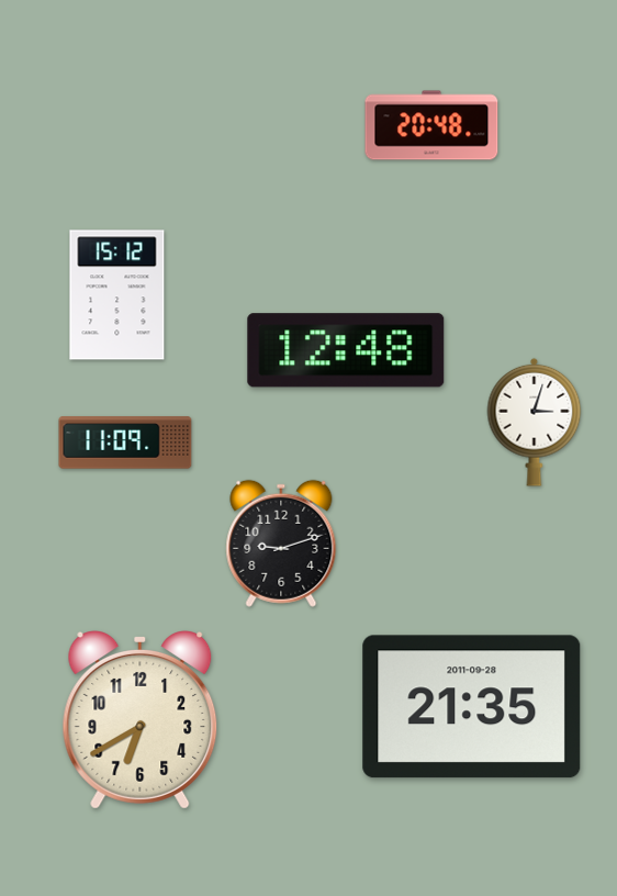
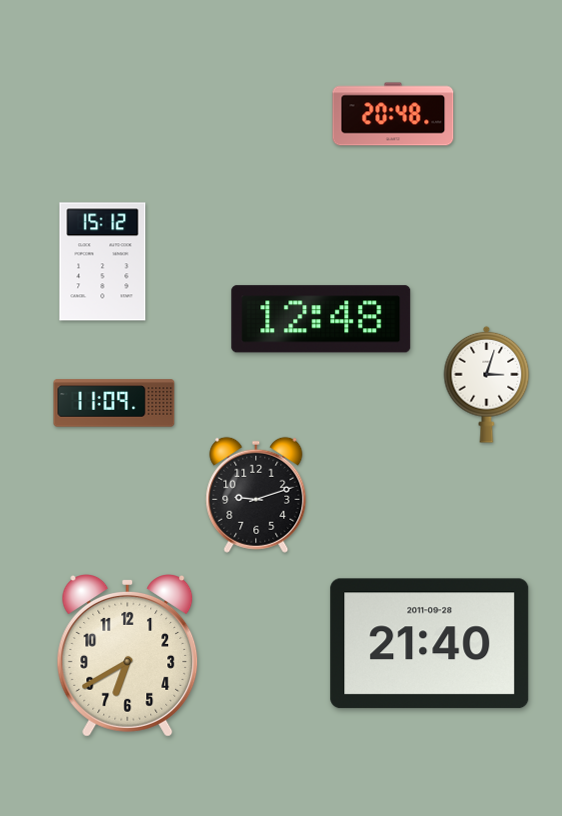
clock at (117, 295) position: (117, 295) -> (103, 262)
clock at (346, 350) position: (346, 350) -> (321, 319)
clock at (472, 707): 21:35 -> 21:40
